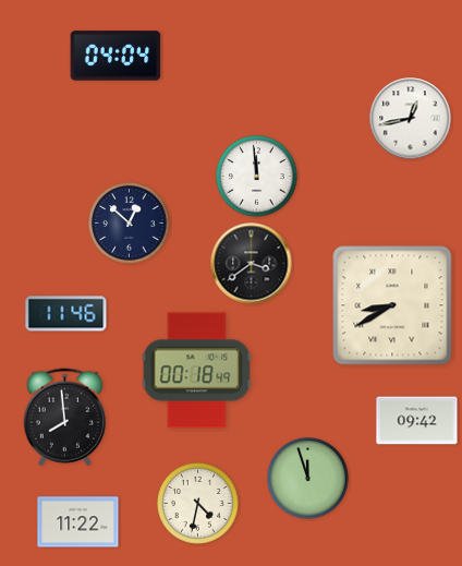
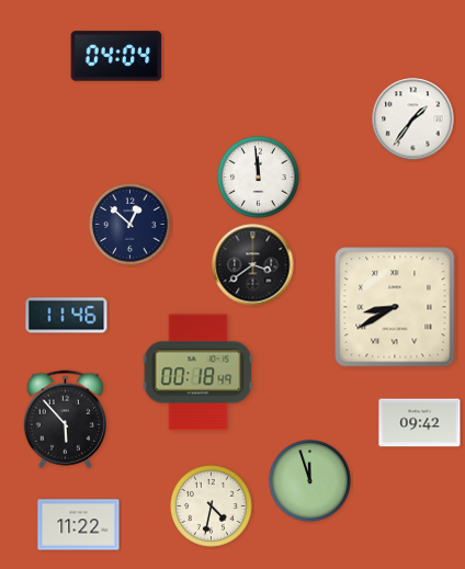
clock at (411, 119): 12:43 -> 1:36
clock at (64, 418): 7:59 -> 5:53
clock at (198, 504) position: (198, 504) -> (212, 507)
